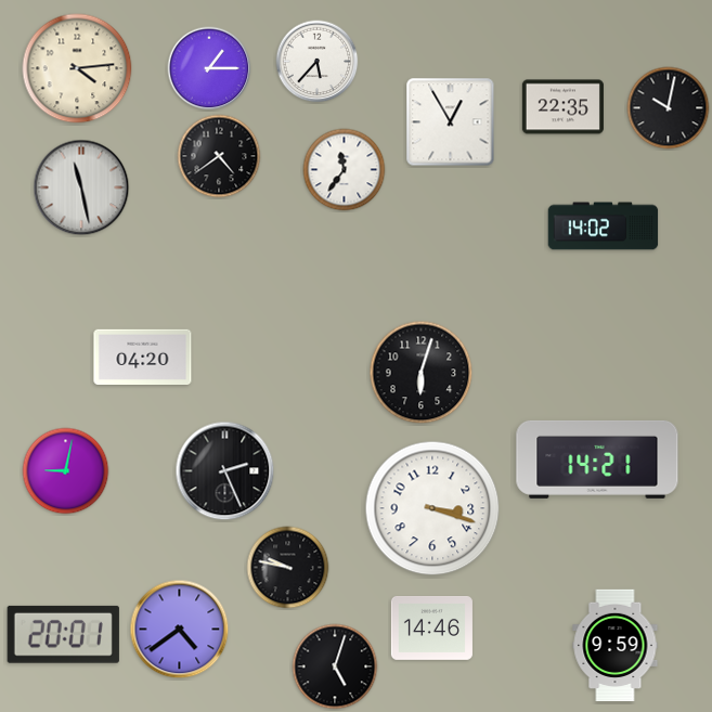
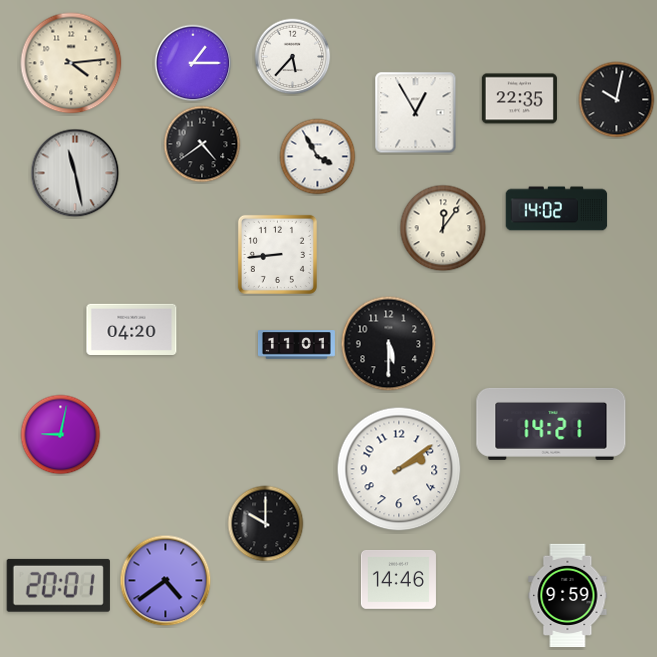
clock at (345, 170): 11:36 -> 3:55
clock at (443, 228): none -> 12:06
clock at (277, 254): none -> 8:44
clock at (422, 373): 6:03 -> 5:30
clock at (296, 345): none -> 11:01
clock at (225, 471): 2:26 -> none
clock at (432, 508): 3:18 -> 2:09
clock at (288, 568): 9:47 -> 10:00
clock at (335, 666): 5:03 -> none
